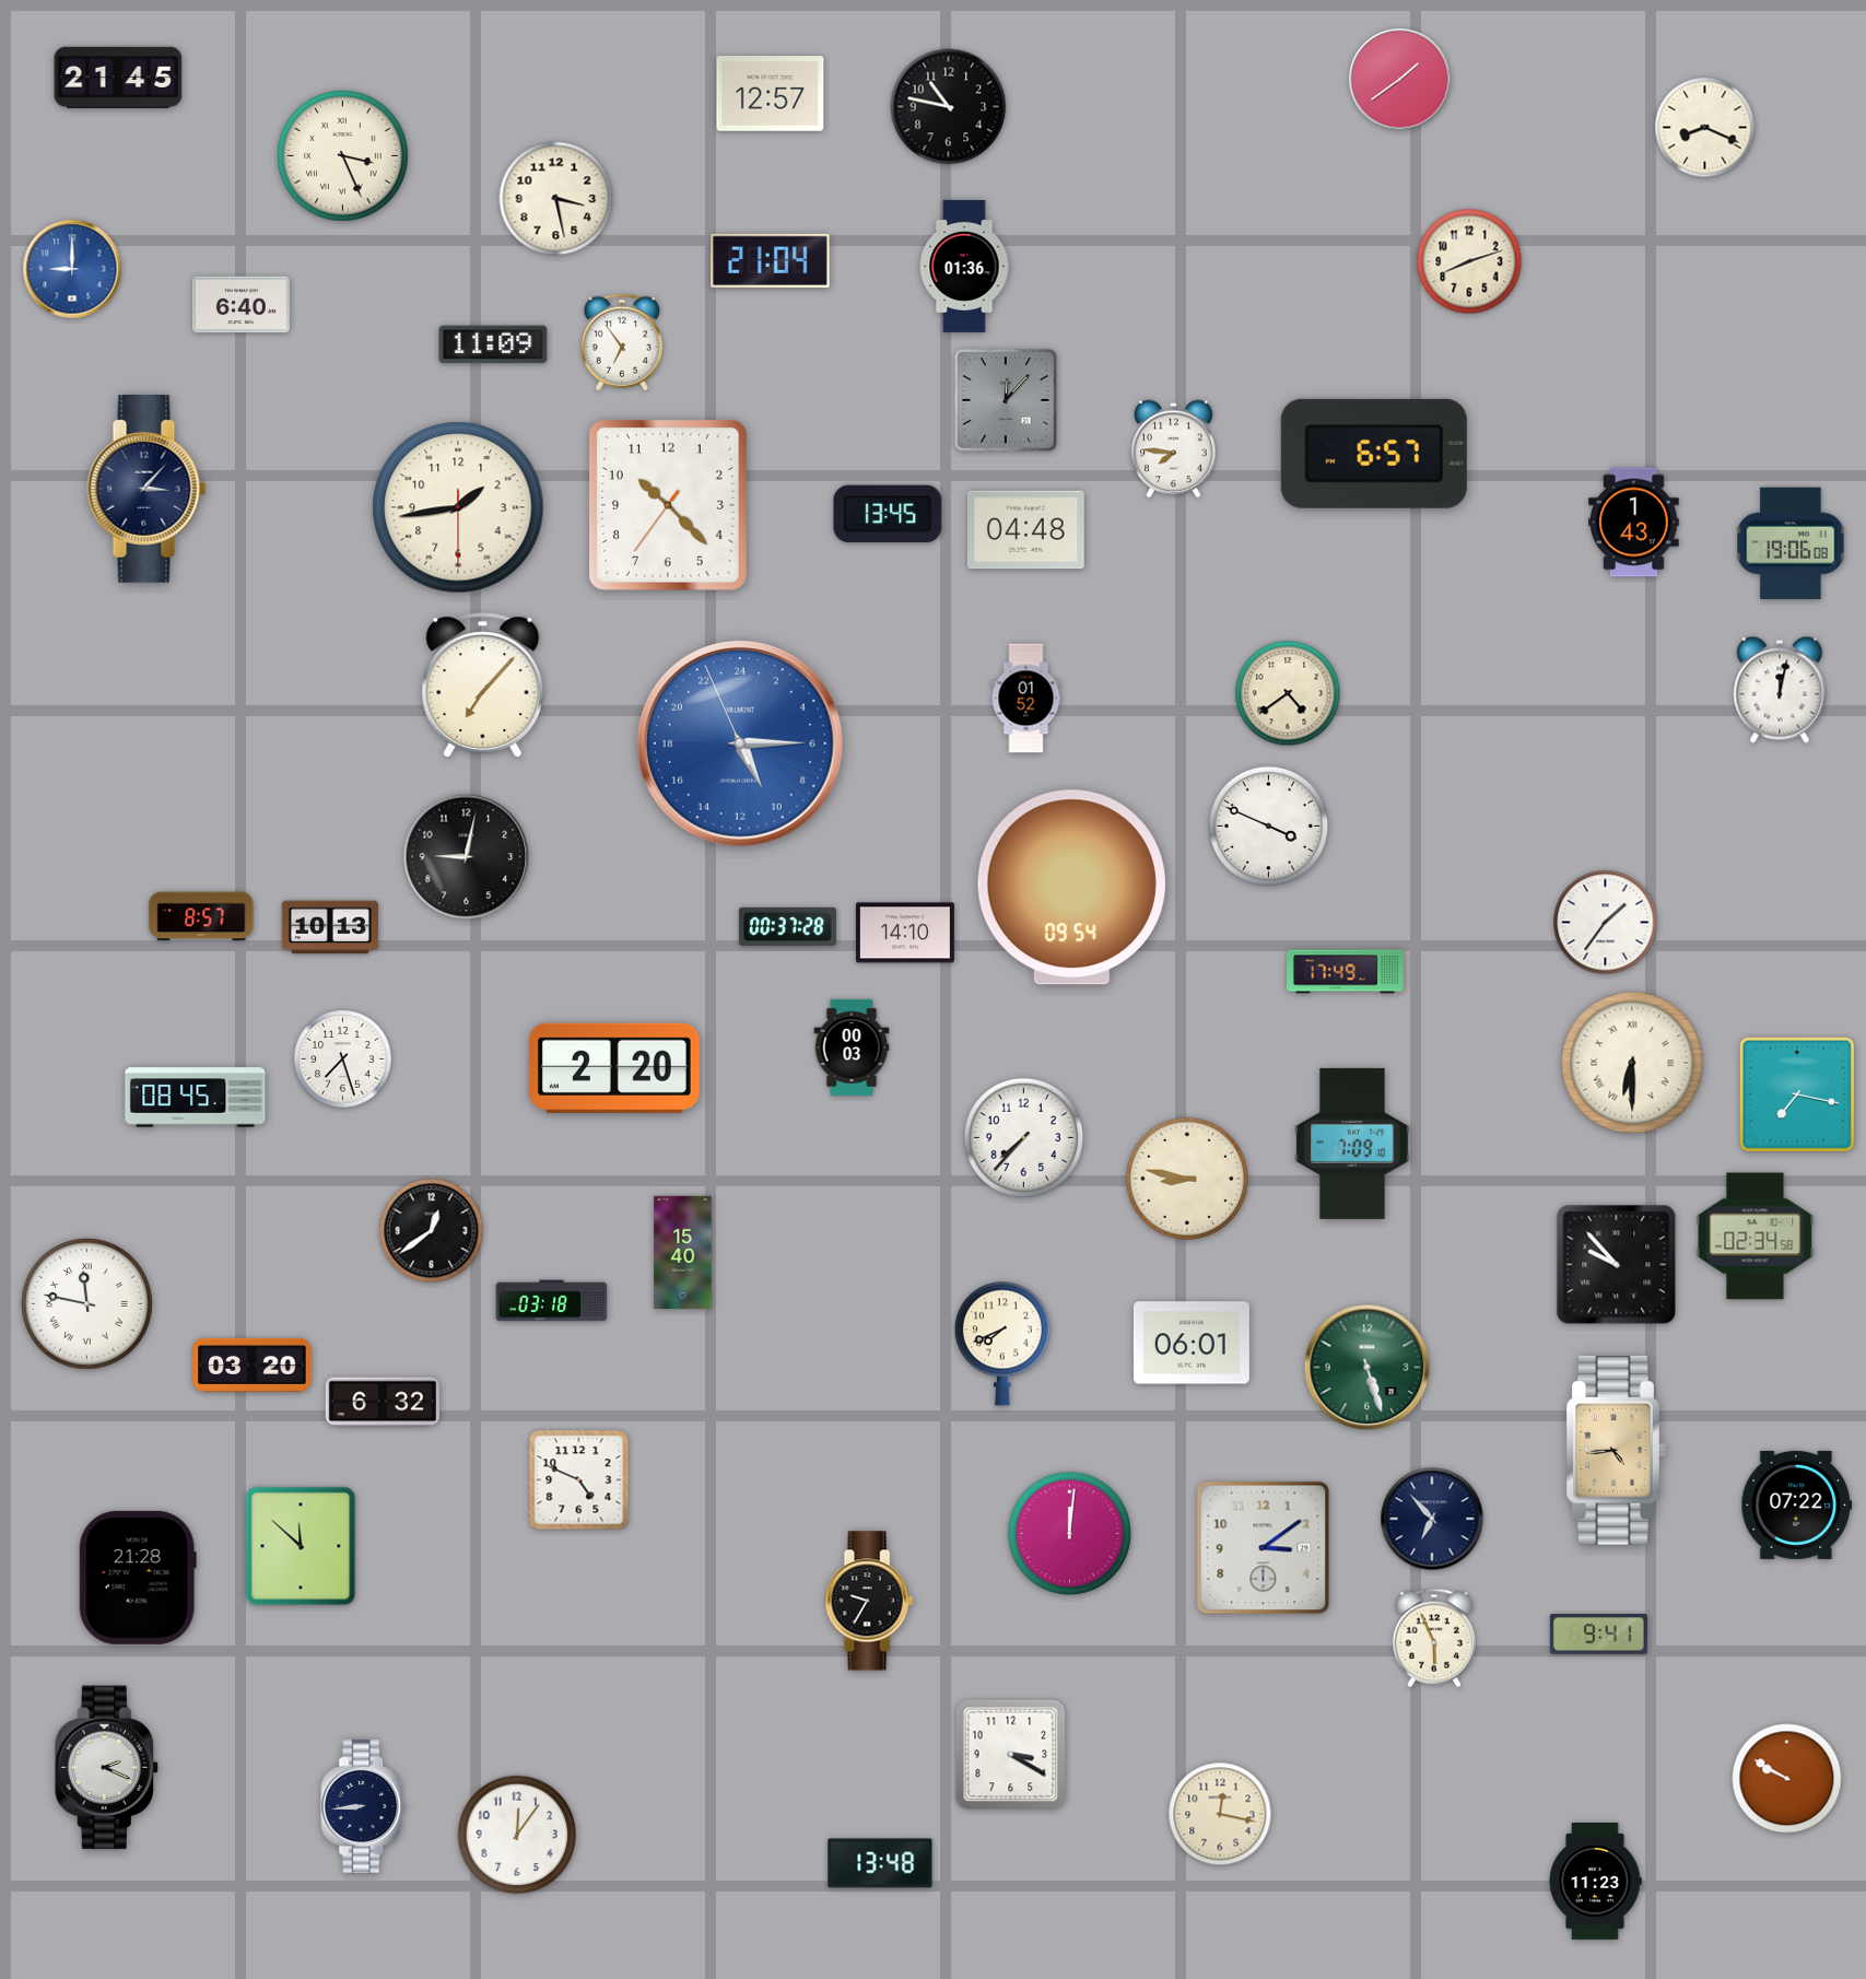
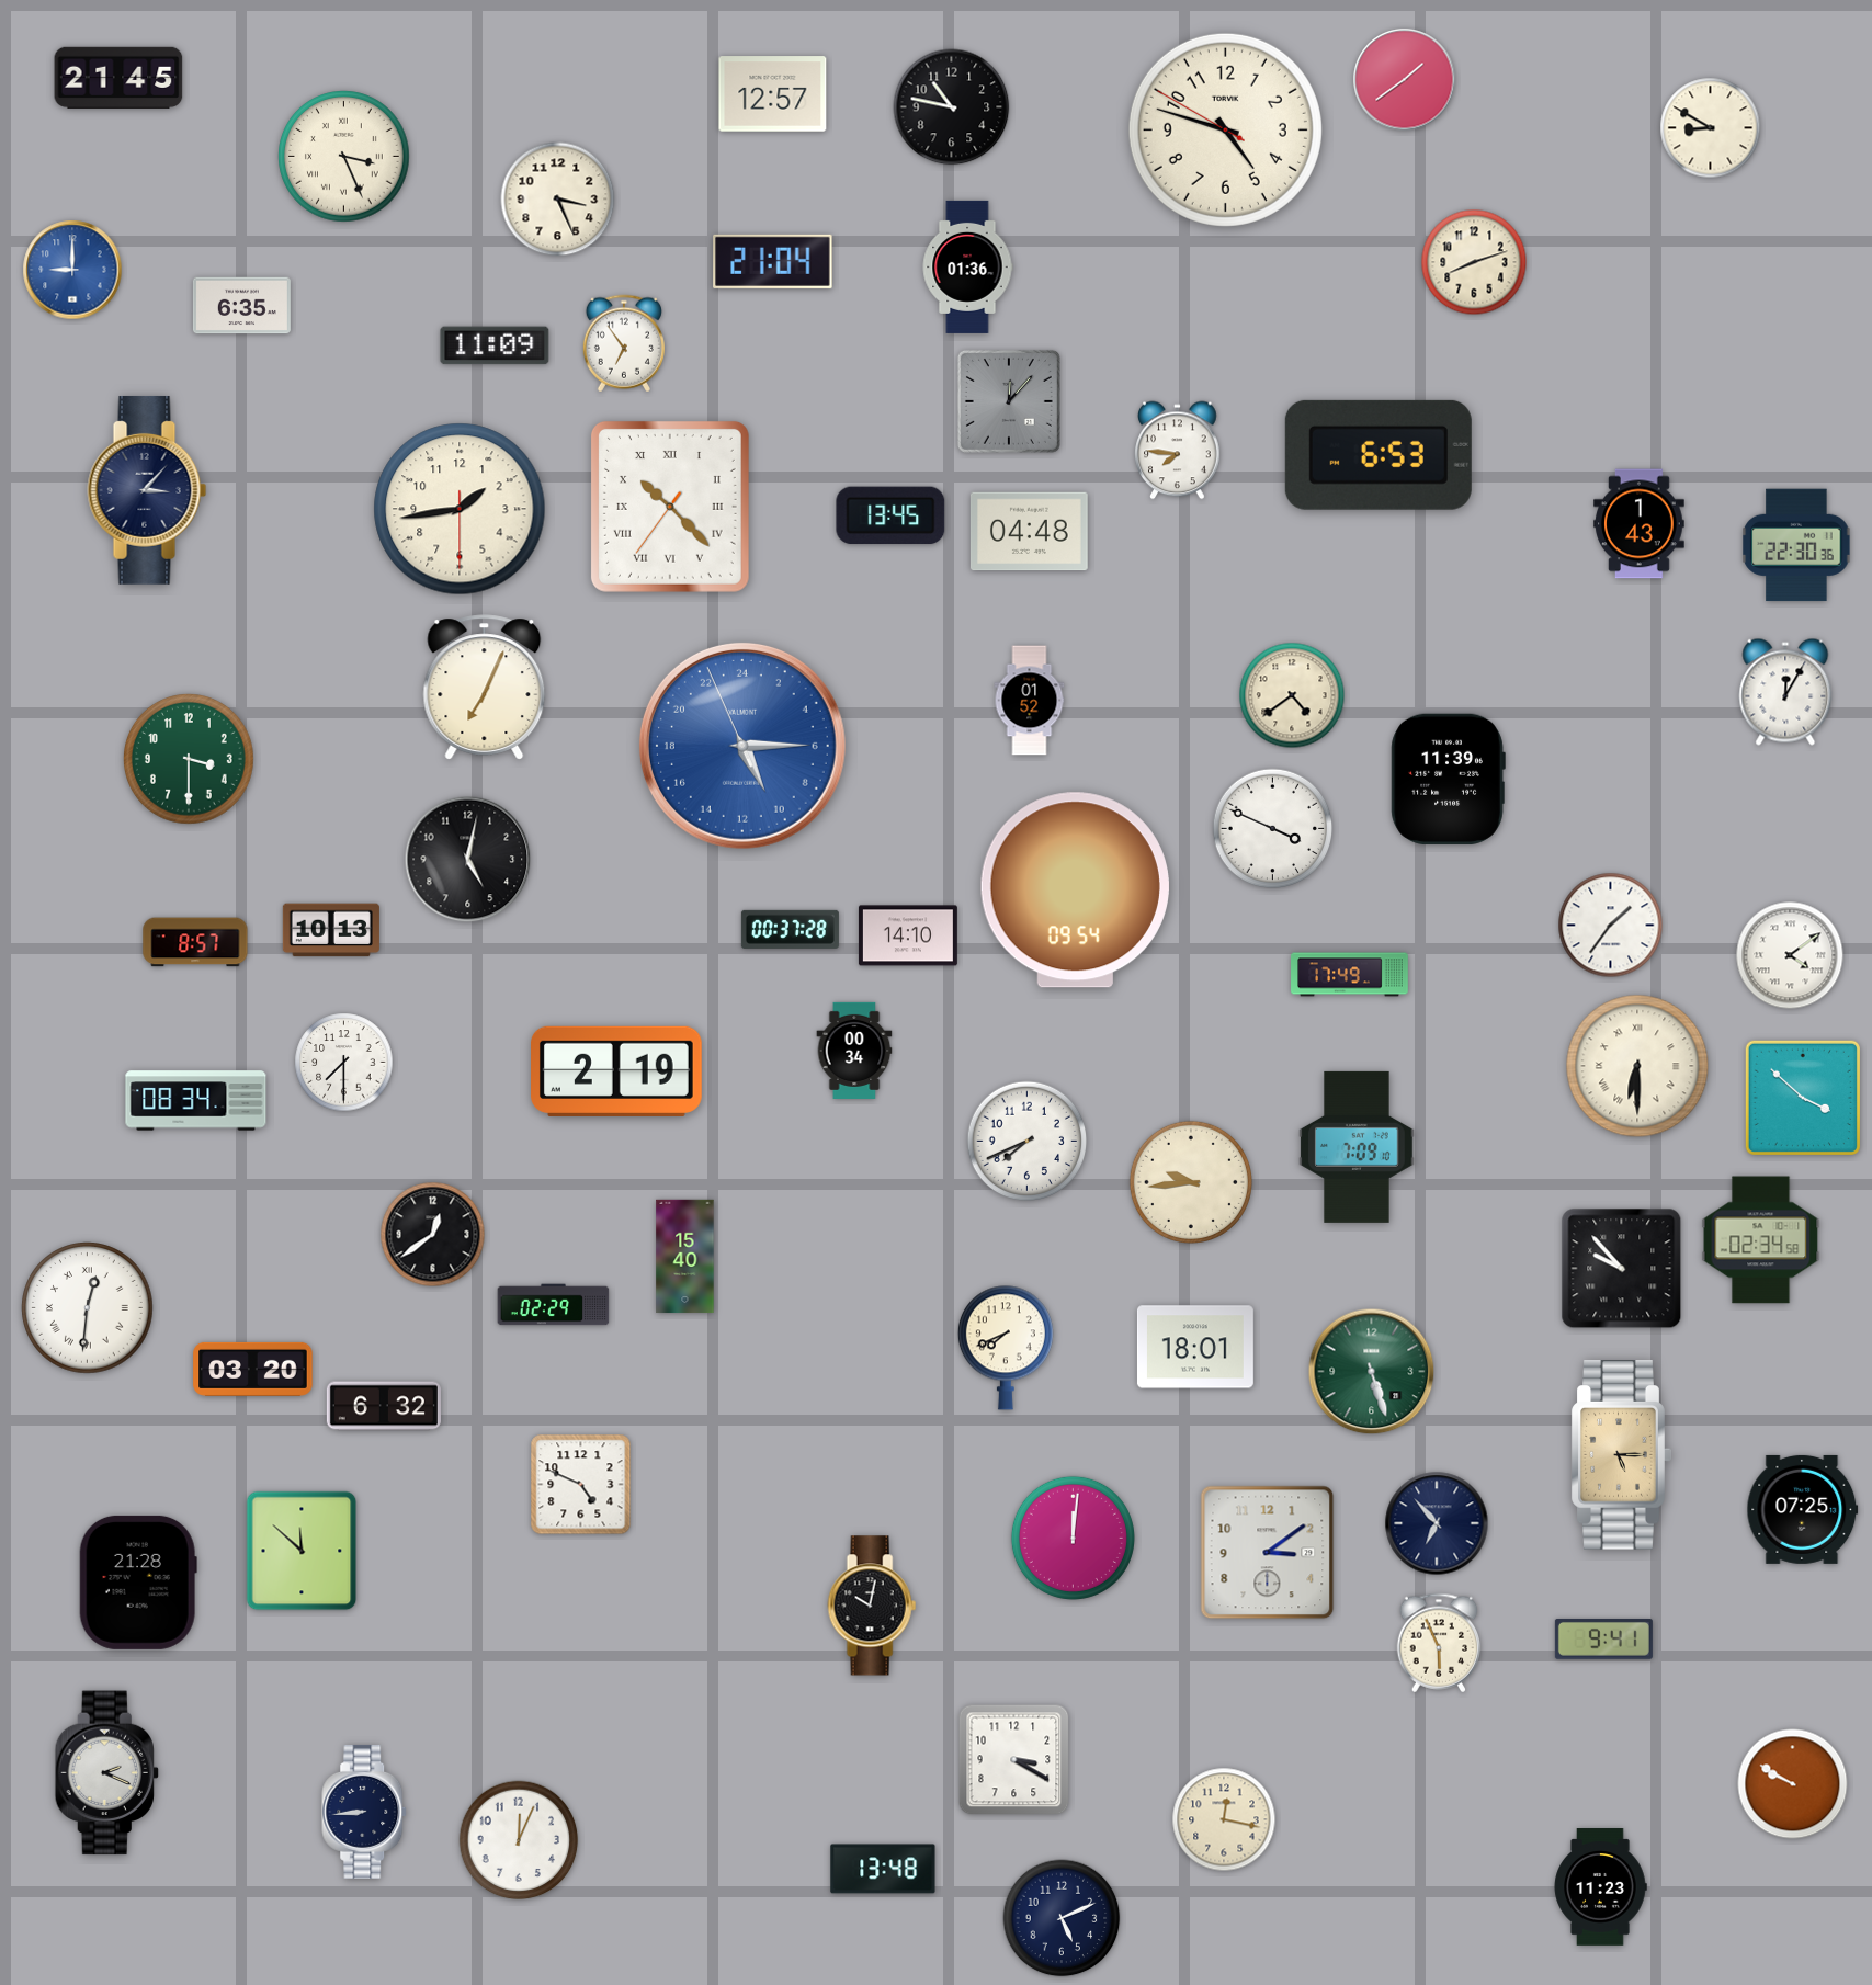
clock at (1705, 128): 8:19 -> 8:50
clock at (1225, 129): none -> 4:47
clock at (556, 199): 3:28 -> 3:26
clock at (240, 305): 6:40 -> 6:35
clock at (1374, 454): 6:57 -> 6:53
clock at (668, 505) numerals: Arabic -> Roman
clock at (1791, 543): 19:06 -> 22:30
clock at (483, 686): 7:07 -> 7:04
clock at (1780, 690): 12:02 -> 12:05
clock at (190, 760): none -> 3:30
clock at (1448, 779): none -> 11:39
clock at (467, 857): 9:02 -> 5:02
clock at (201, 916) position: (201, 916) -> (195, 942)
clock at (1790, 955): none -> 4:09
clock at (852, 1047): 00:03 -> 00:34
clock at (343, 1059): 7:27 -> 7:30
clock at (615, 1068): 2:20 -> 2:19
clock at (1797, 1094): 7:17 -> 3:52
clock at (196, 1098): 08:45 -> 08:34
clock at (1024, 1138): 7:37 -> 7:41
clock at (1187, 1179): 8:47 -> 9:44
clock at (552, 1301): 03:18 -> 02:29
clock at (87, 1304): 11:47 -> 12:31
clock at (1192, 1343): 06:01 -> 18:01
clock at (1616, 1451): 4:44 -> 5:15
clock at (1797, 1504): 07:22 -> 07:25
clock at (869, 1601): 9:35 -> 10:02
clock at (517, 1835): 12:06 -> 12:04
clock at (1062, 1918): none -> 5:11
